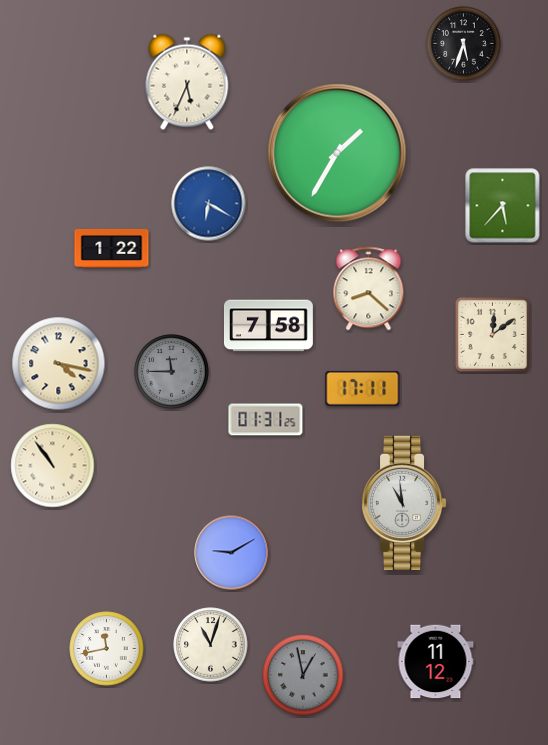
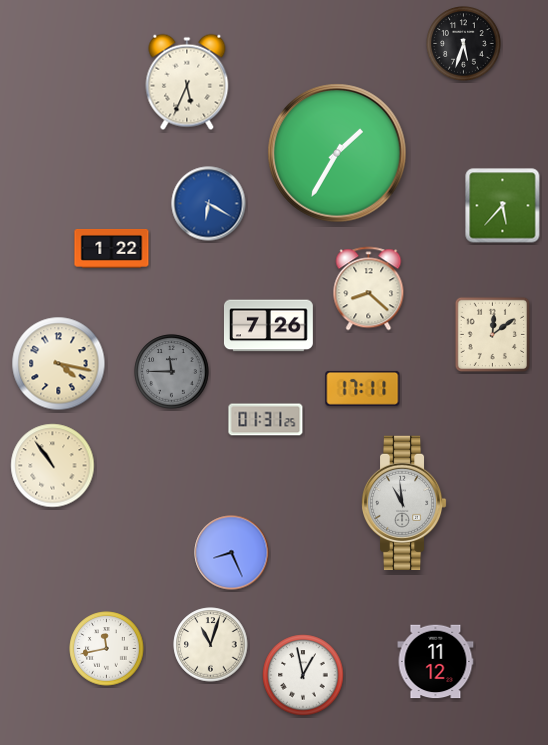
clock at (268, 326): 7:58 -> 7:26
clock at (232, 553): 9:10 -> 8:26
clock at (303, 675) dial: grey -> white
